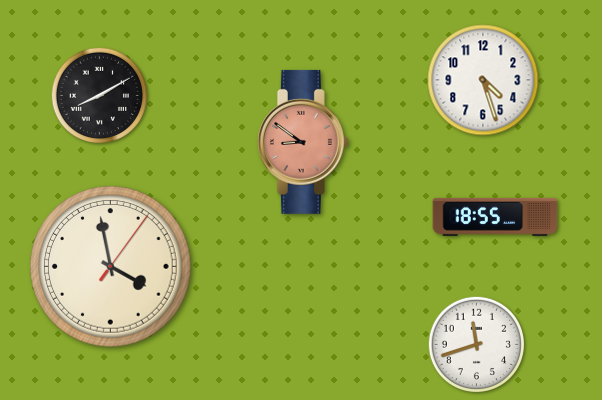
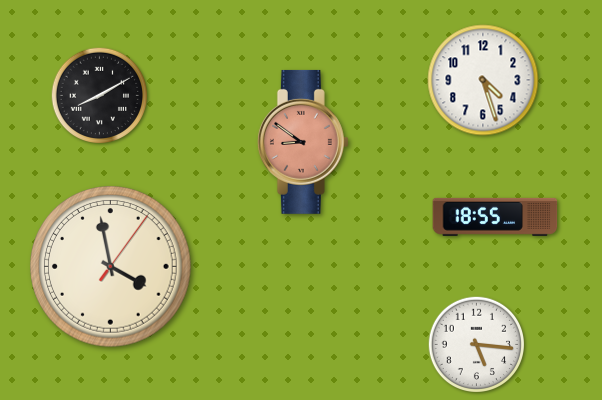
clock at (476, 344): 11:42 -> 5:16
